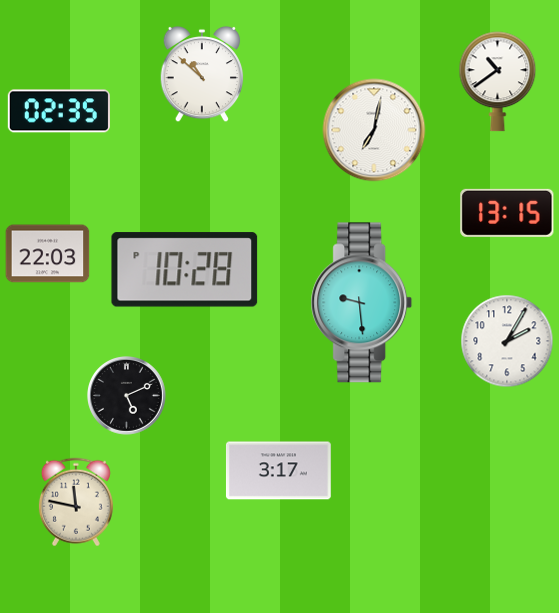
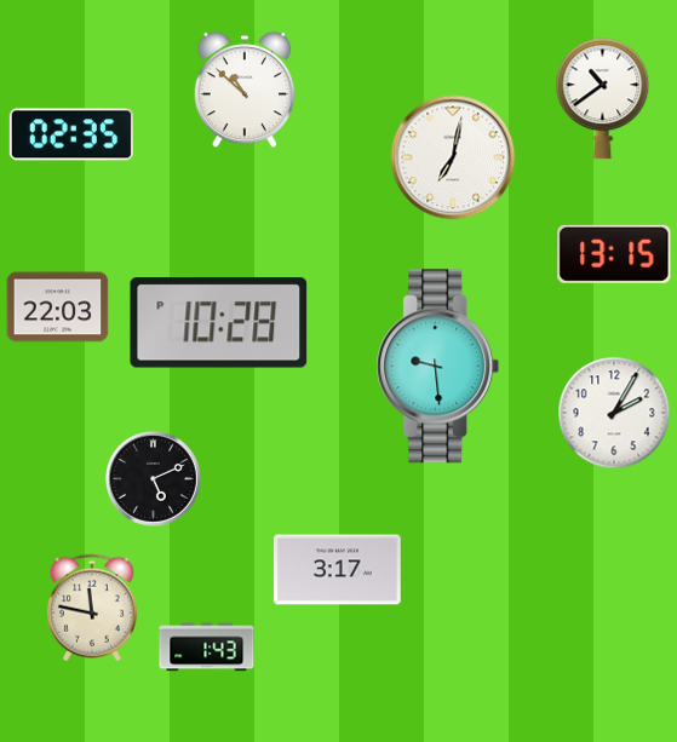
clock at (507, 213) position: (507, 213) -> (614, 254)
clock at (185, 270) position: (185, 270) -> (219, 323)
clock at (207, 648): none -> 1:43
